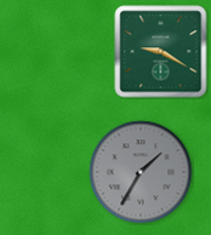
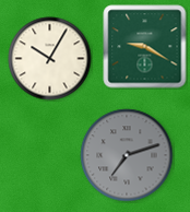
clock at (50, 59): none -> 10:05
clock at (141, 172): 1:35 -> 7:12
